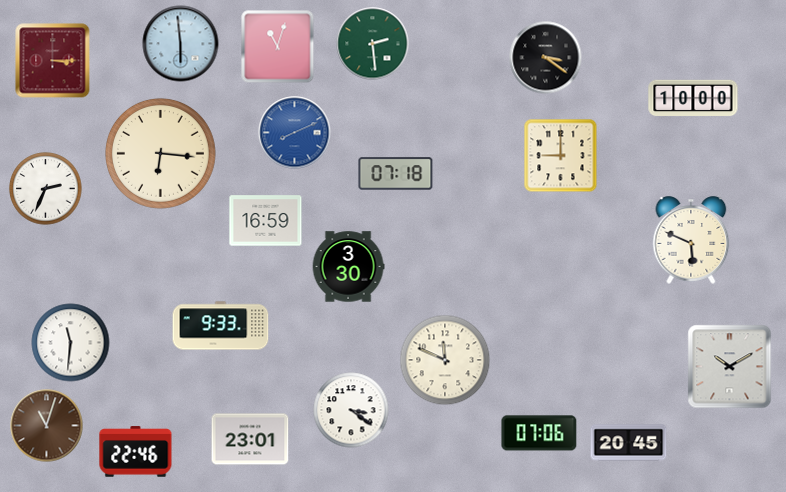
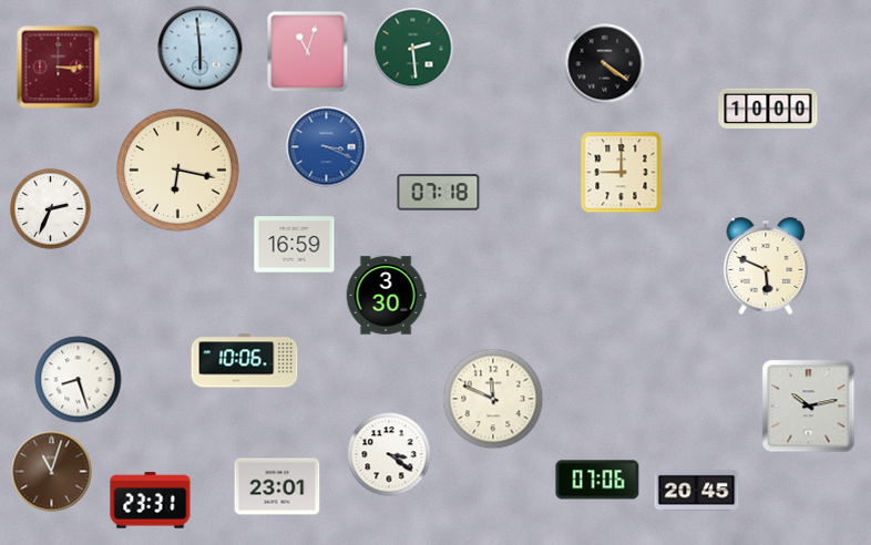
clock at (546, 58): 3:21 -> 4:21
clock at (295, 133): 8:11 -> 3:19
clock at (160, 153): 6:16 -> 6:17
clock at (221, 326): 9:33 -> 10:06
clock at (71, 343): 11:31 -> 8:27
clock at (730, 367): 10:10 -> 10:13
clock at (136, 452): 22:46 -> 23:31
